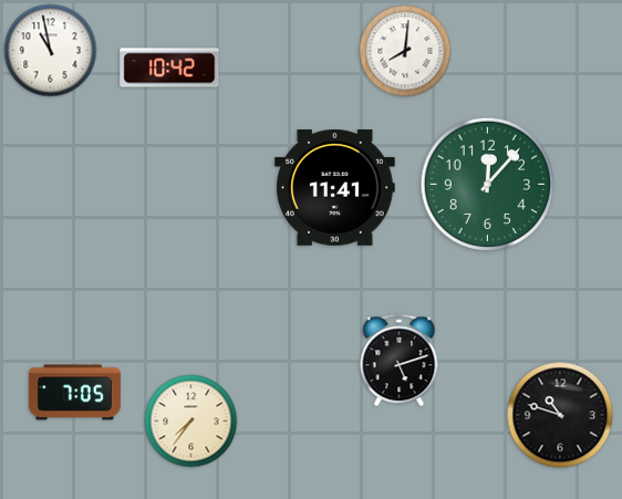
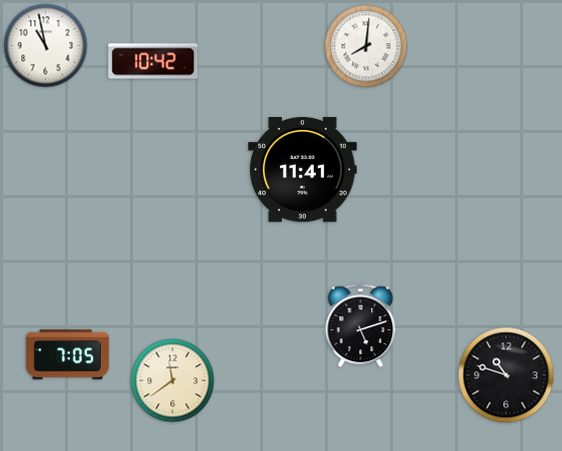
clock at (487, 184): 12:07 -> none
clock at (191, 422): 7:36 -> 11:39
